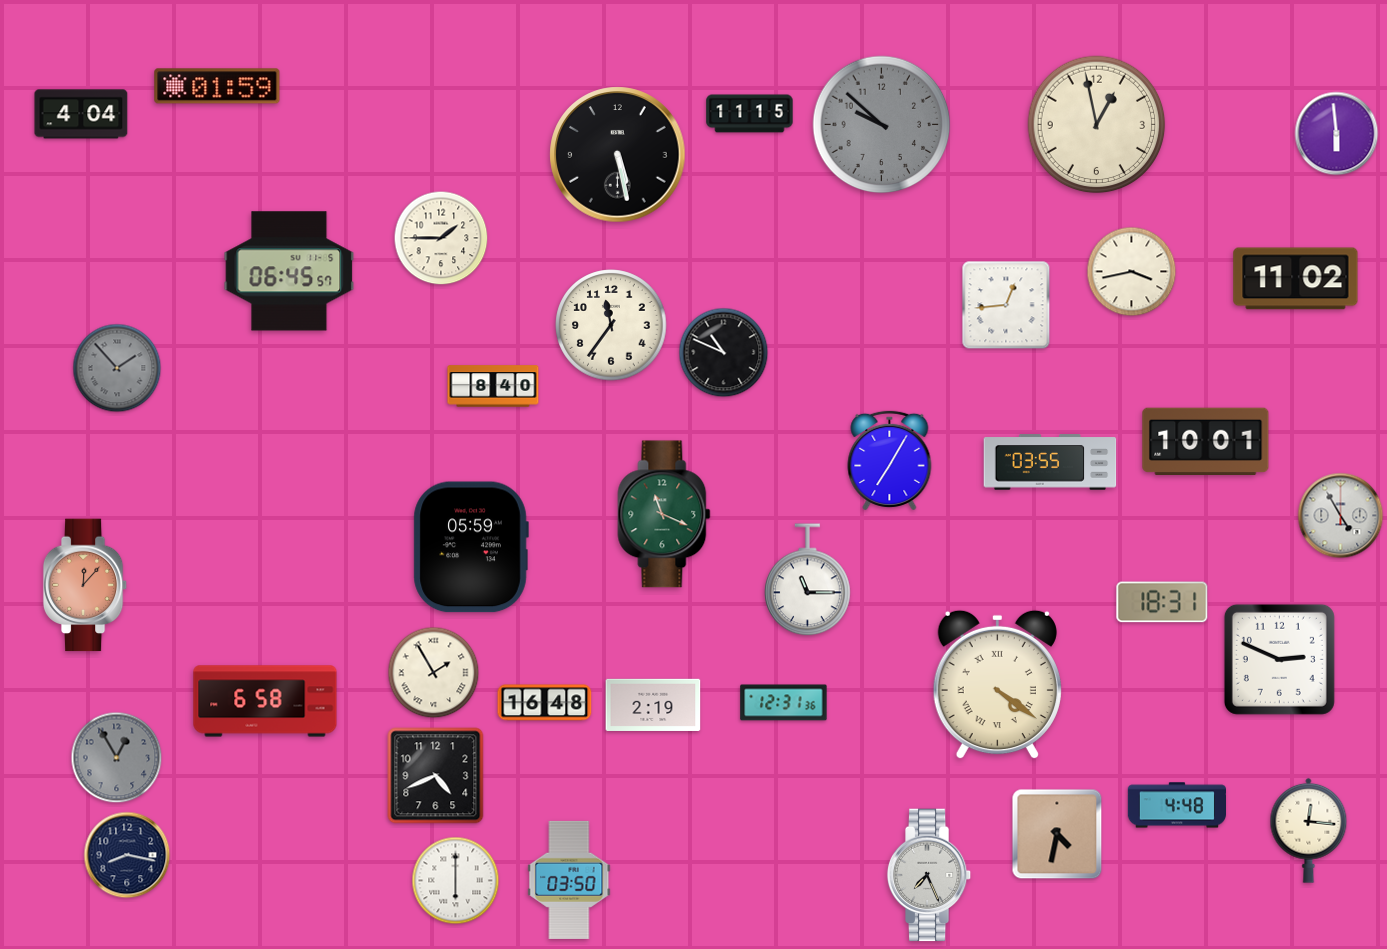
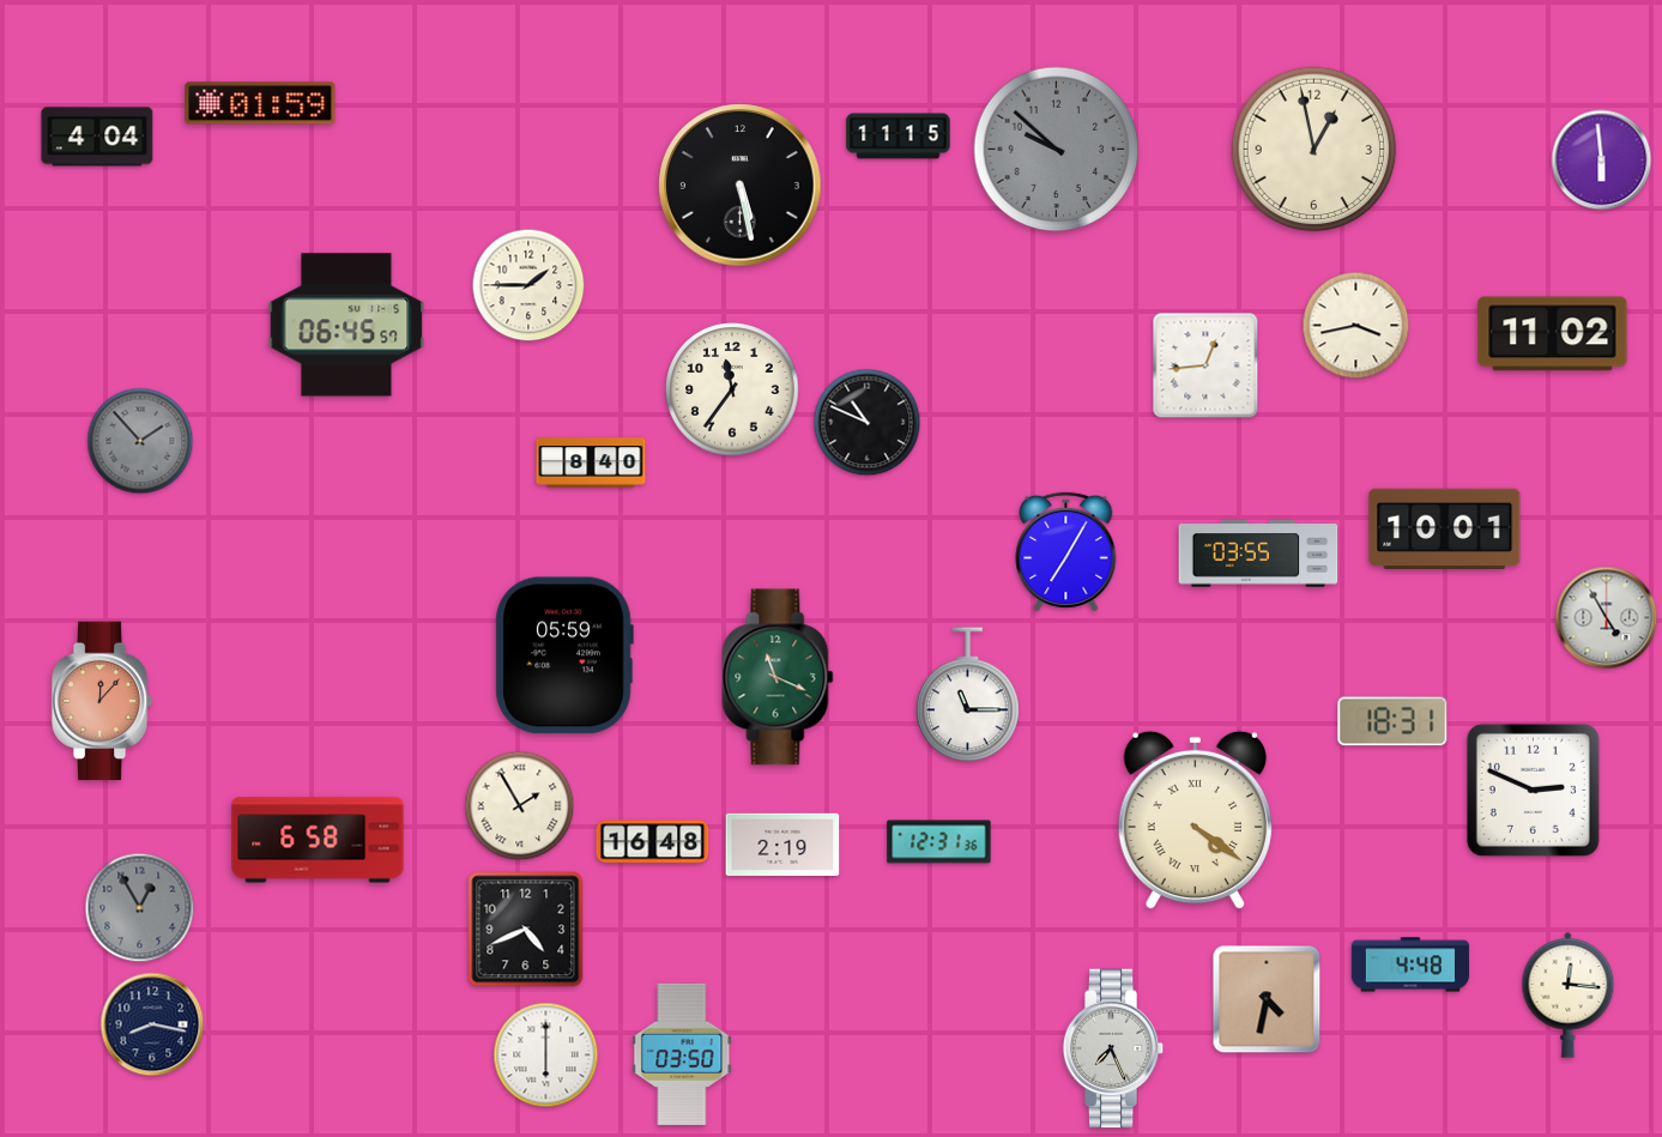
clock at (664, 514) position: (664, 514) -> (778, 677)
clock at (436, 776) position: (436, 776) -> (526, 930)
